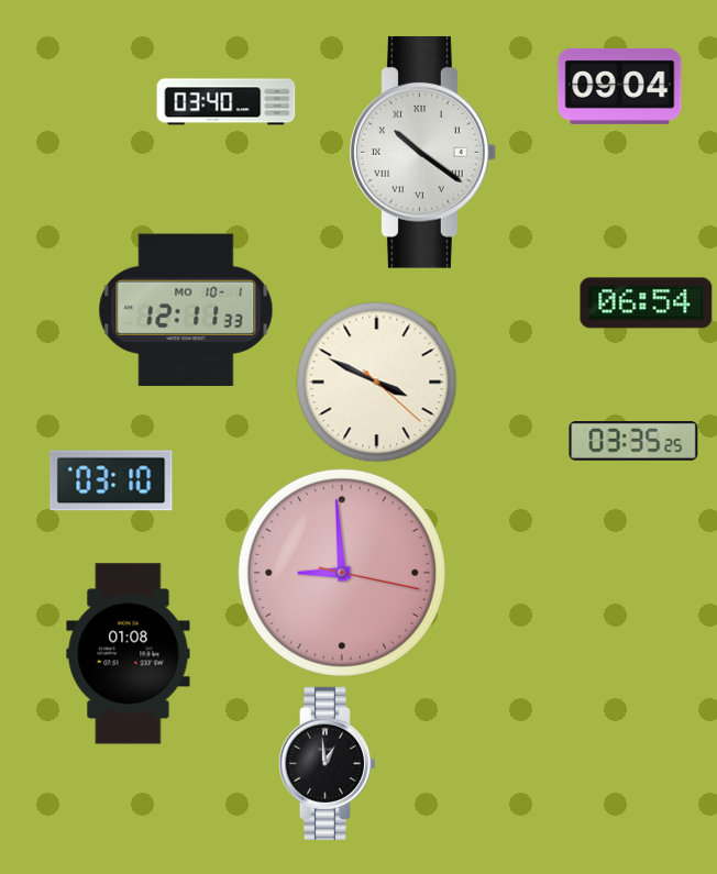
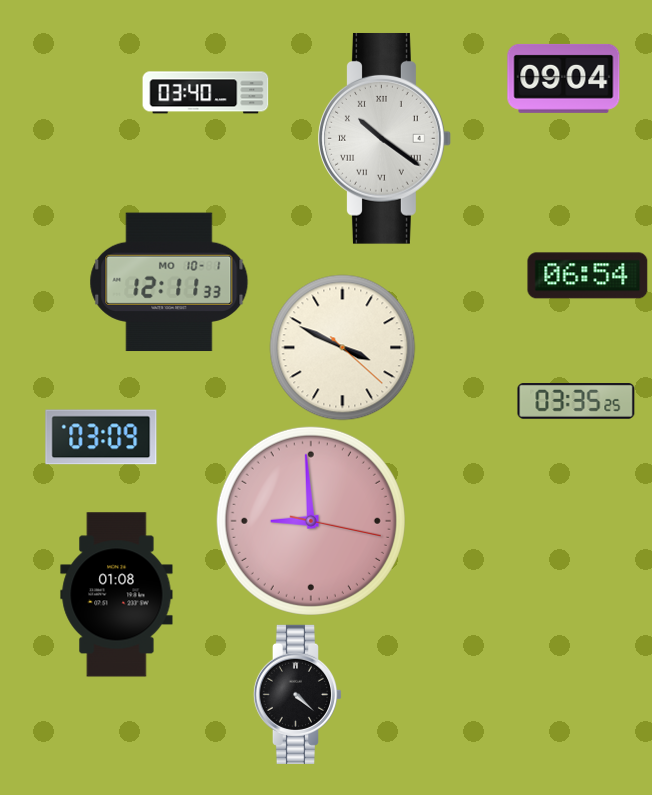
clock at (111, 480): 03:10 -> 03:09
clock at (327, 763): 12:59 -> 4:22
